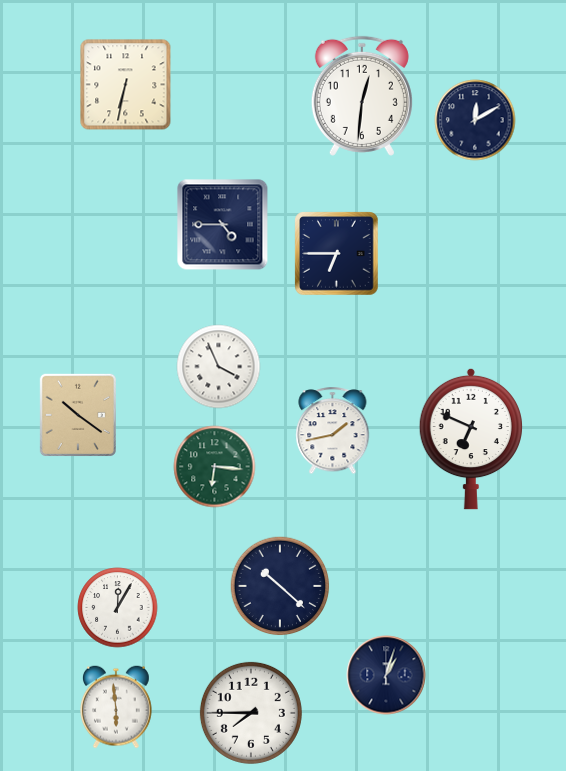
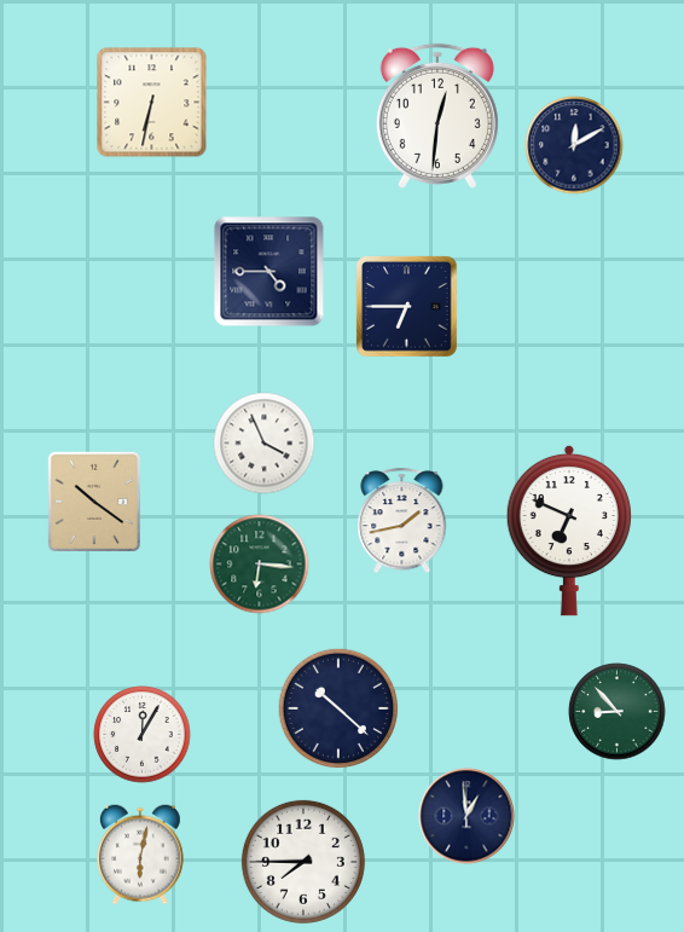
clock at (618, 712): none -> 8:53
clock at (386, 675): 1:03 -> 12:59
clock at (117, 707): 5:59 -> 6:02
